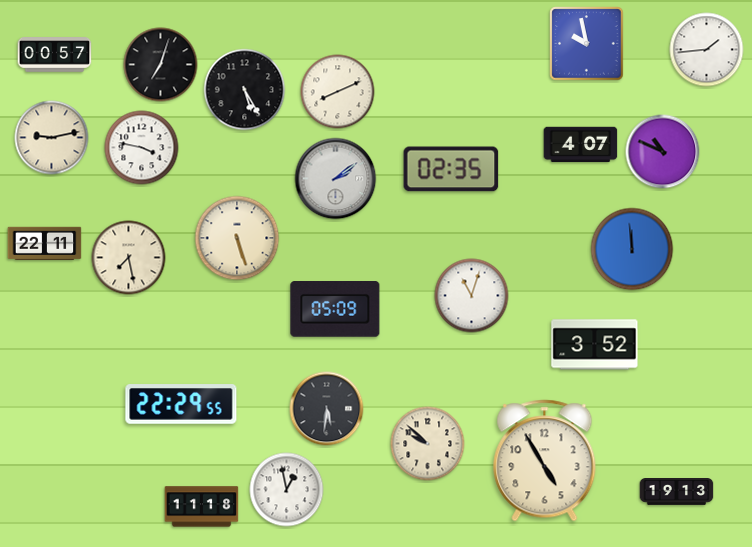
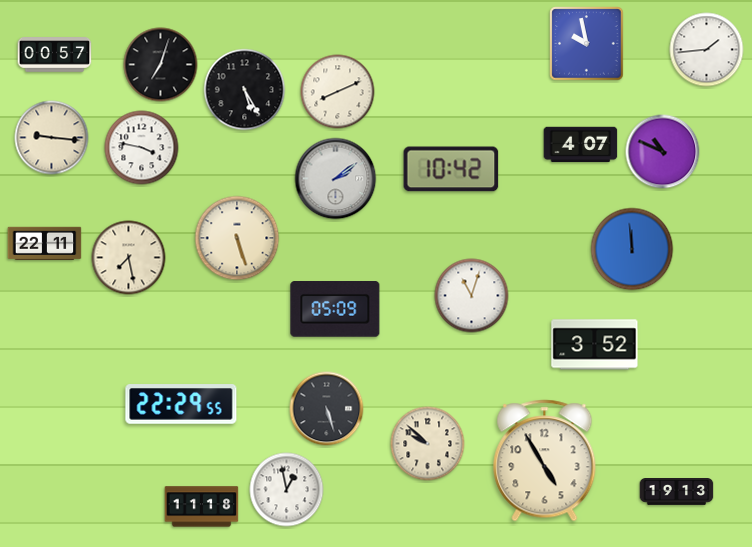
clock at (52, 138): 9:13 -> 9:16
clock at (451, 169): 02:35 -> 10:42
clock at (327, 409): 5:31 -> 5:27
